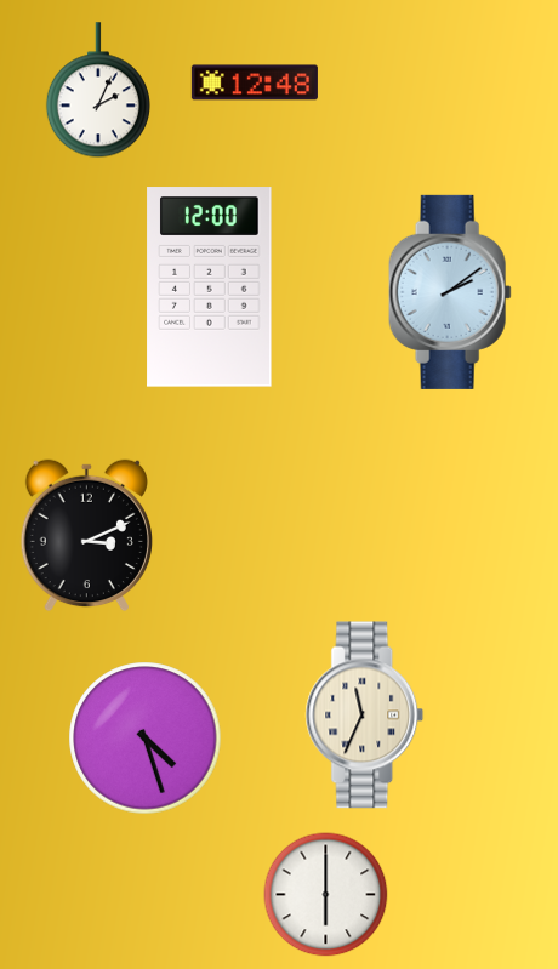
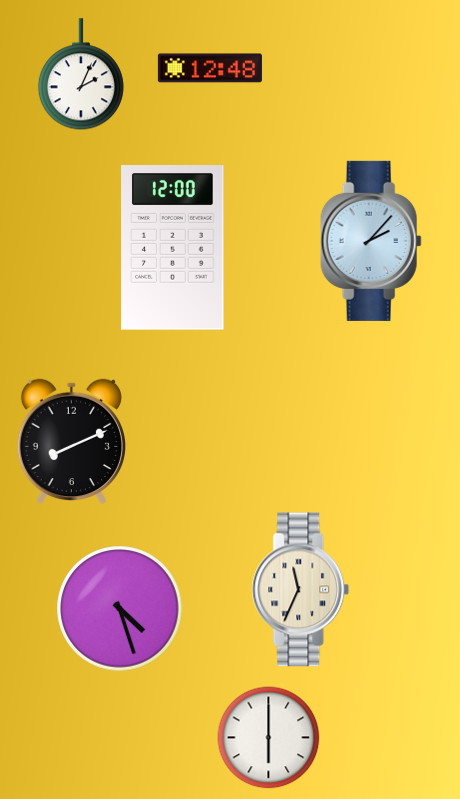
clock at (210, 287) position: (210, 287) -> (173, 248)
clock at (450, 292): 2:09 -> 2:07
clock at (86, 536): 3:11 -> 8:11
